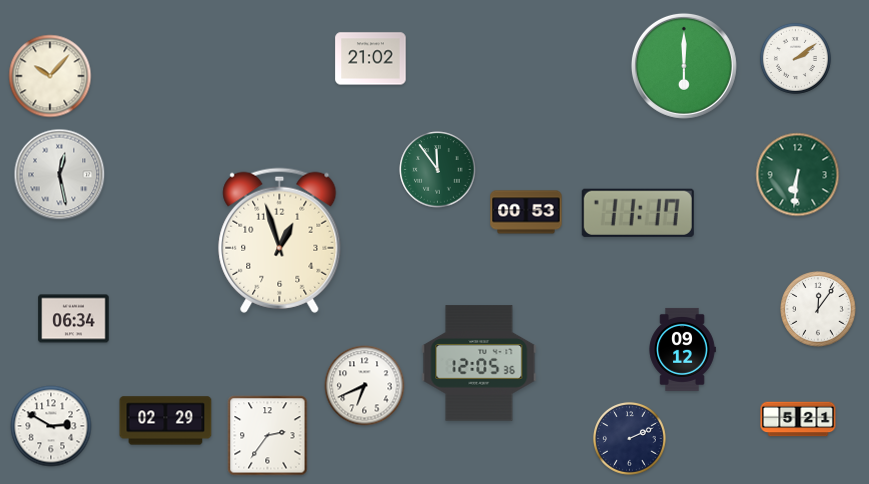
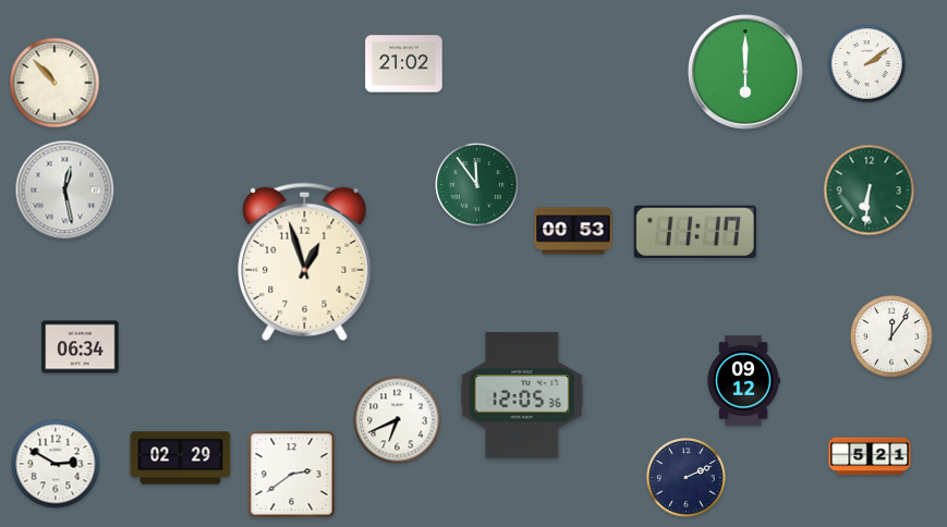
clock at (50, 76): 10:07 -> 10:53
clock at (268, 436): 2:36 -> 2:39
